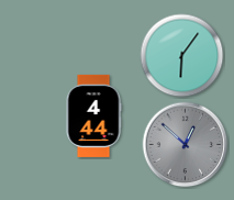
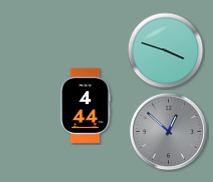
clock at (182, 56): 6:06 -> 3:48
